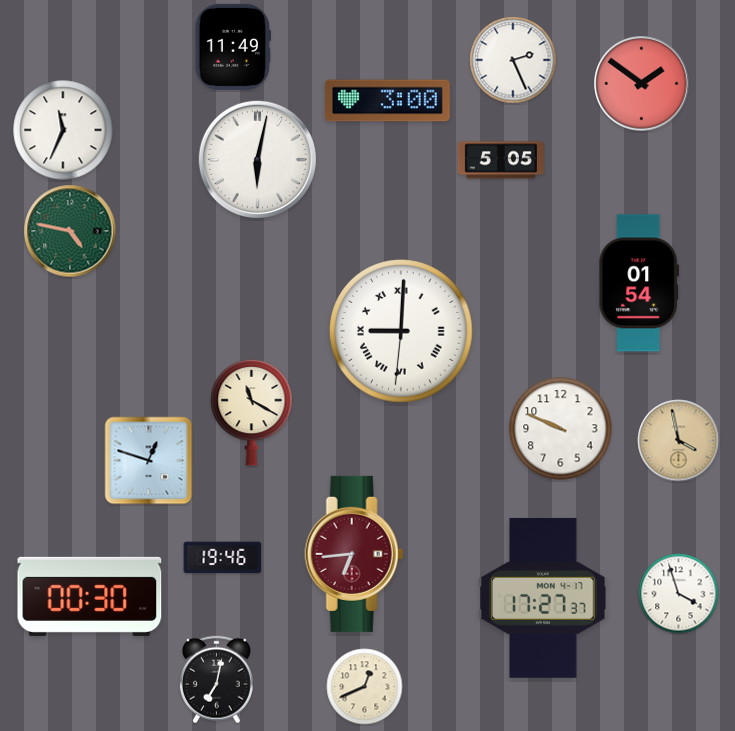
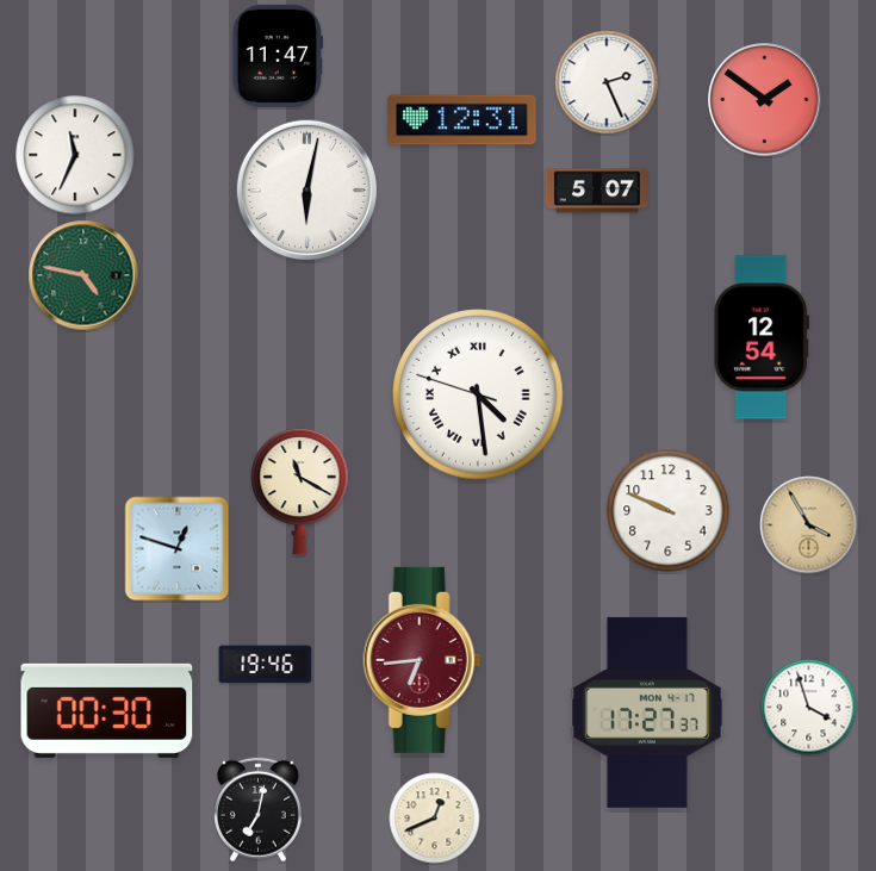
clock at (233, 47): 11:49 -> 11:47
clock at (513, 60) position: (513, 60) -> (607, 82)
clock at (387, 101): 3:00 -> 12:31
clock at (501, 160): 5:05 -> 5:07
clock at (639, 283): 01:54 -> 12:54
clock at (402, 332): 9:00 -> 4:28
clock at (679, 441): 3:58 -> 3:55
